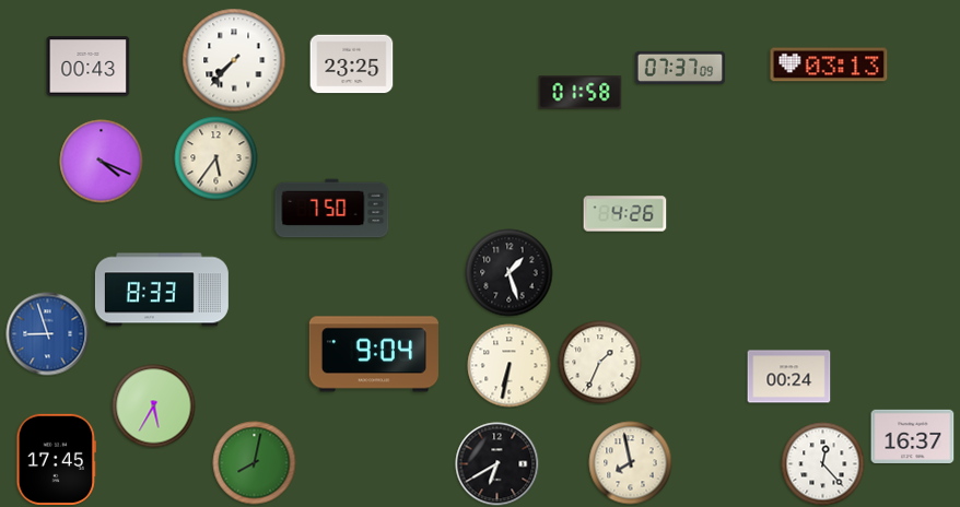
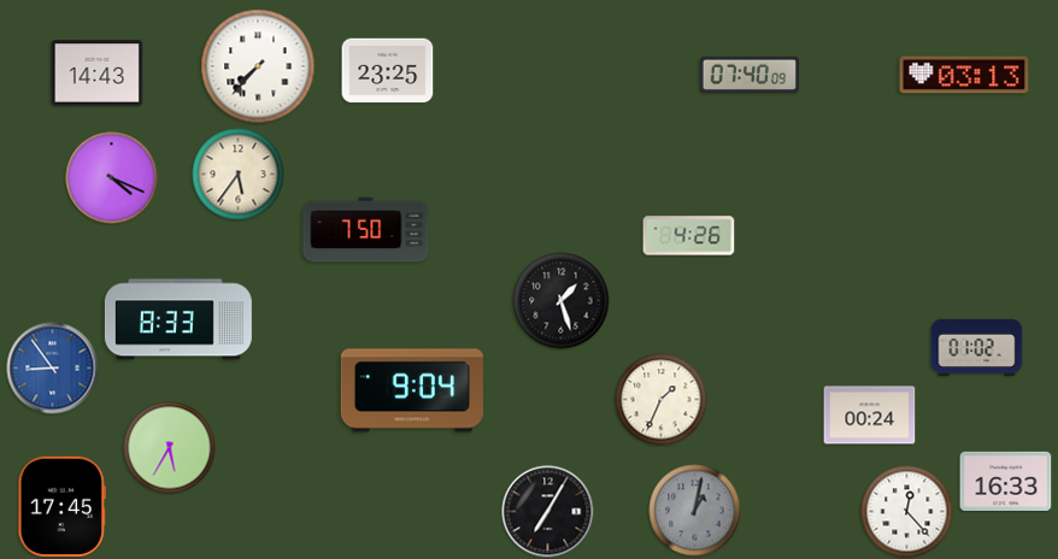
clock at (829, 64) position: (829, 64) -> (964, 75)
clock at (89, 67): 00:43 -> 14:43
clock at (680, 68): 07:37 -> 07:40
clock at (581, 93): 01:58 -> none
clock at (977, 347): none -> 01:02
clock at (48, 334): 8:57 -> 8:54
clock at (510, 366): 6:32 -> none
clock at (913, 436): 16:37 -> 16:33
clock at (255, 463): 8:02 -> none
clock at (631, 463): 7:58 -> 1:02
clock at (631, 463) dial: cream -> grey
clock at (497, 464): 6:40 -> 7:05
